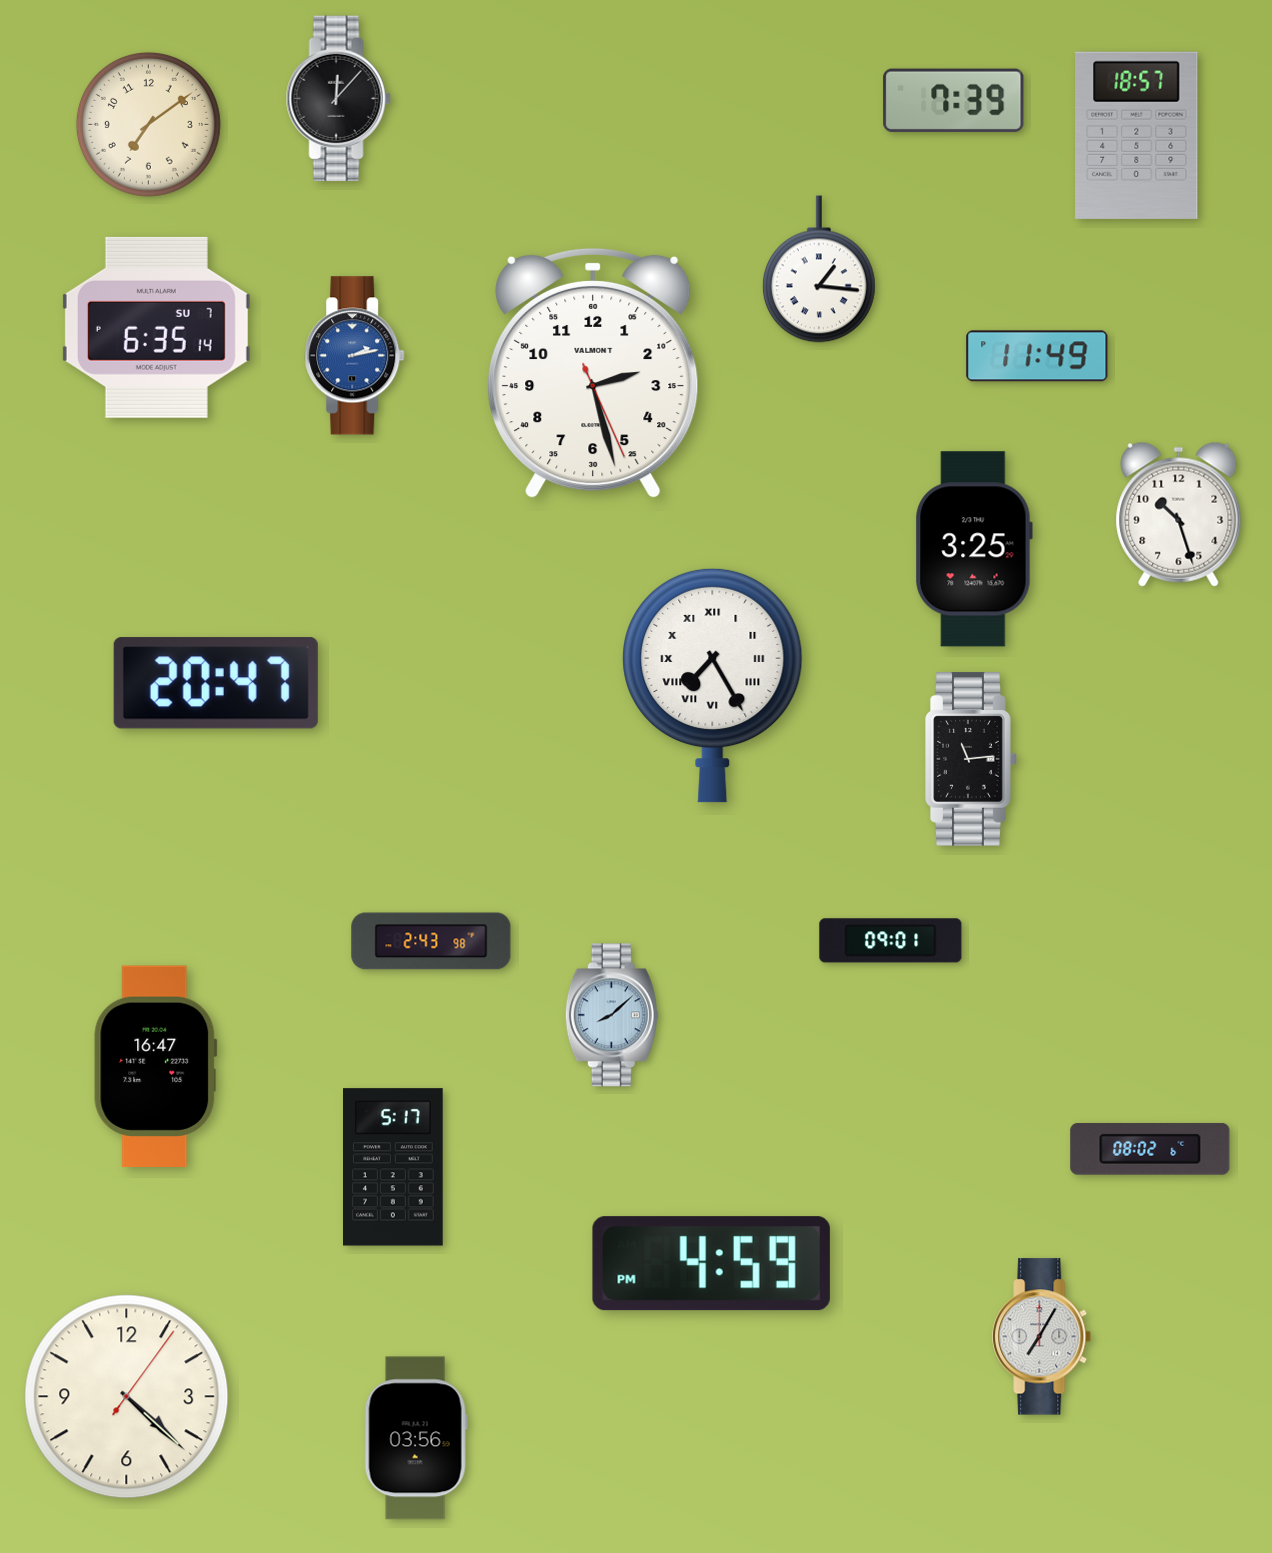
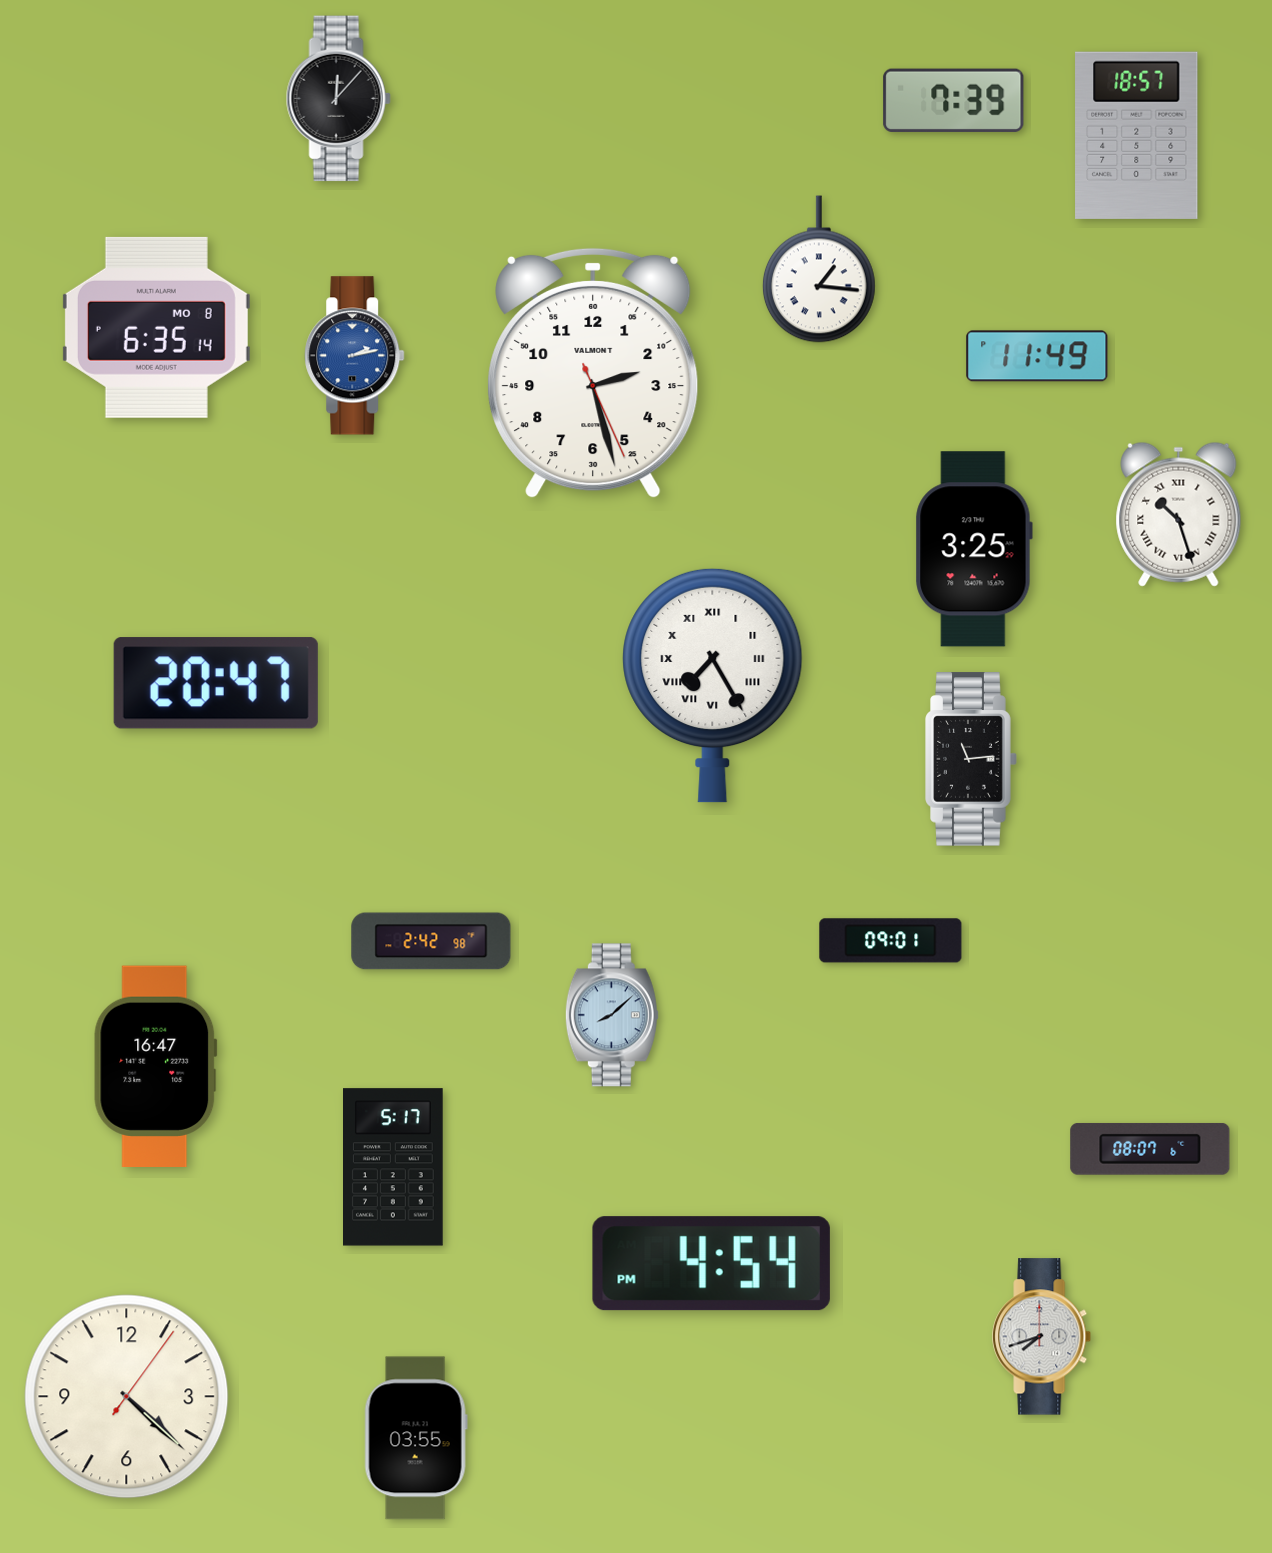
clock at (148, 124): 7:09 -> none
clock at (156, 327) date: SU 7 -> MO 8
clock at (1179, 514) numerals: Arabic -> Roman
clock at (431, 941): 2:43 -> 2:42
clock at (1150, 1149): 08:02 -> 08:07
clock at (711, 1264): 4:59 -> 4:54
clock at (1042, 1337): 7:05 -> 7:42
clock at (416, 1438): 03:56 -> 03:55
